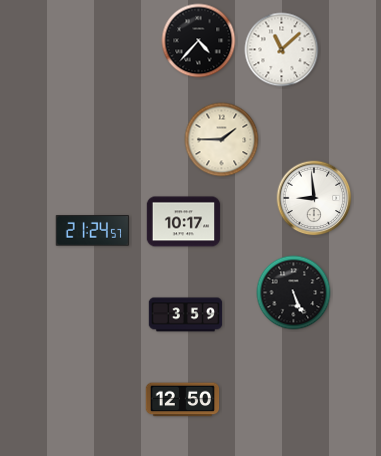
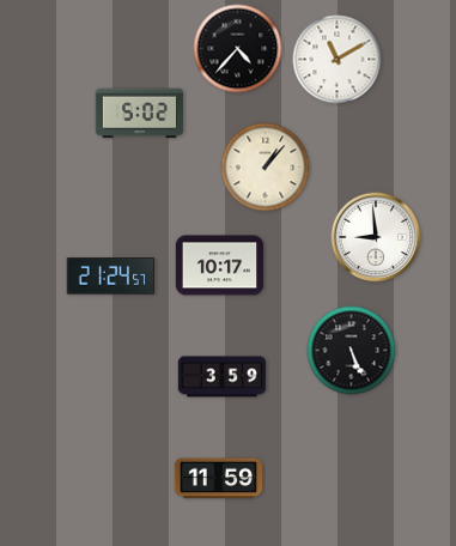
clock at (282, 50): 11:08 -> 11:10
clock at (140, 114): none -> 5:02
clock at (222, 140): 1:45 -> 1:07
clock at (183, 400): 12:50 -> 11:59
